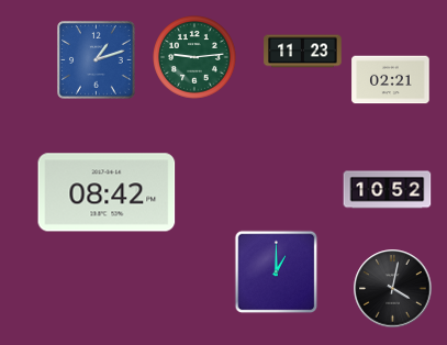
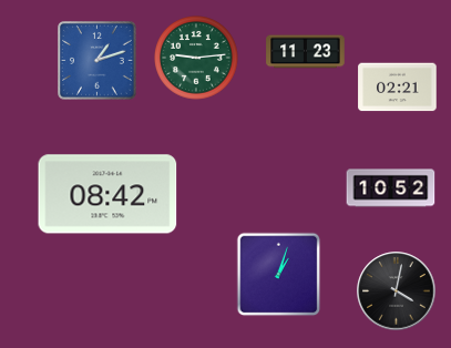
clock at (391, 80) position: (391, 80) -> (398, 88)
clock at (388, 190) position: (388, 190) -> (391, 188)
clock at (277, 272): 1:00 -> 1:03
